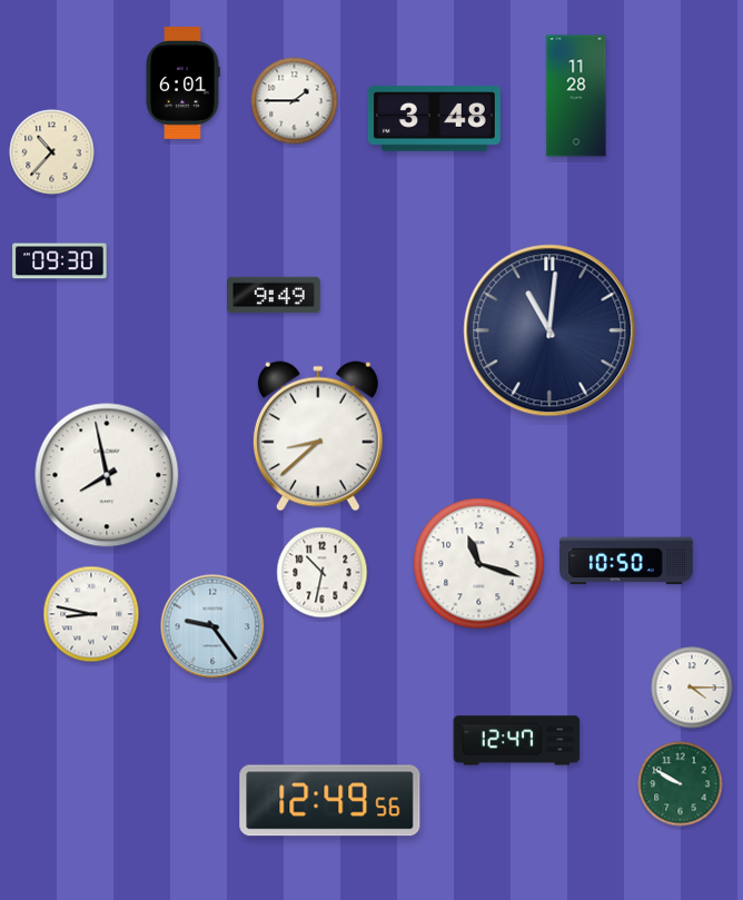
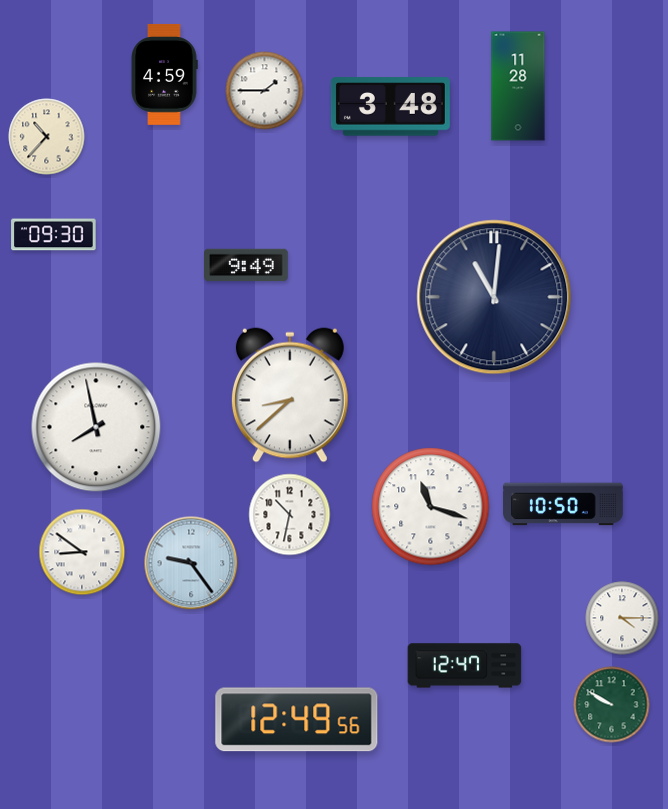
clock at (182, 82): 6:01 -> 4:59
clock at (318, 436) position: (318, 436) -> (290, 395)
clock at (91, 614): 8:47 -> 8:51
